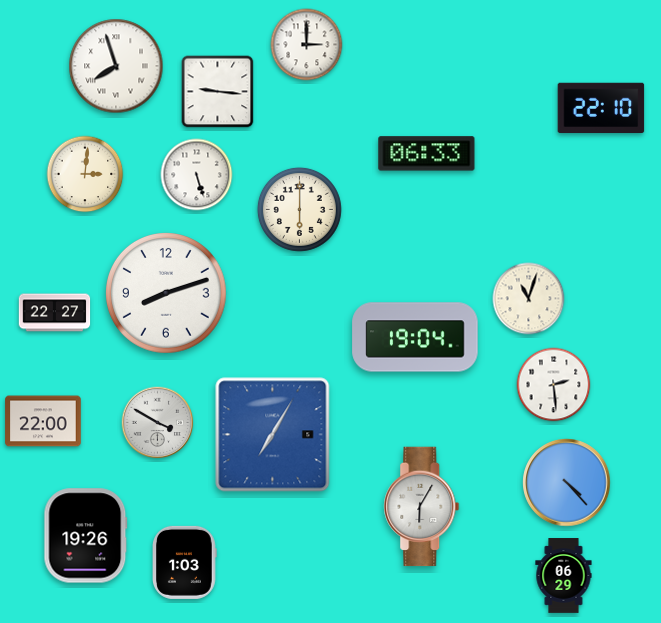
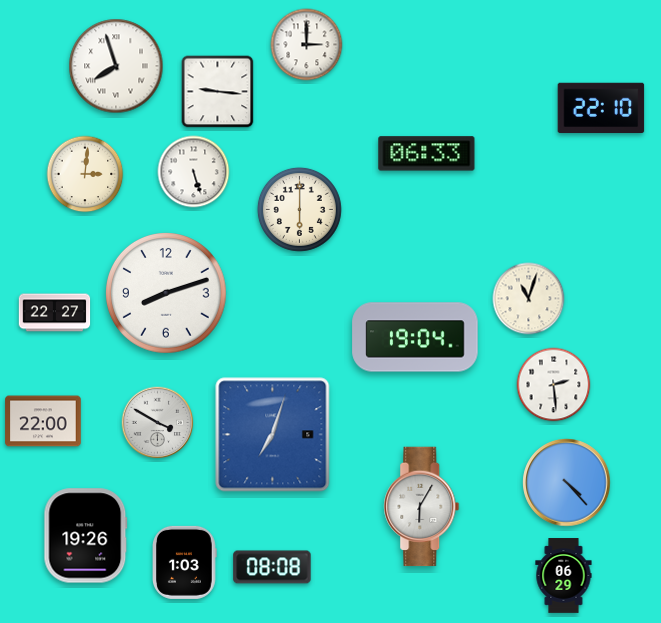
clock at (197, 175) position: (197, 175) -> (194, 172)
clock at (273, 435): 7:05 -> 7:03
clock at (272, 567): none -> 08:08
